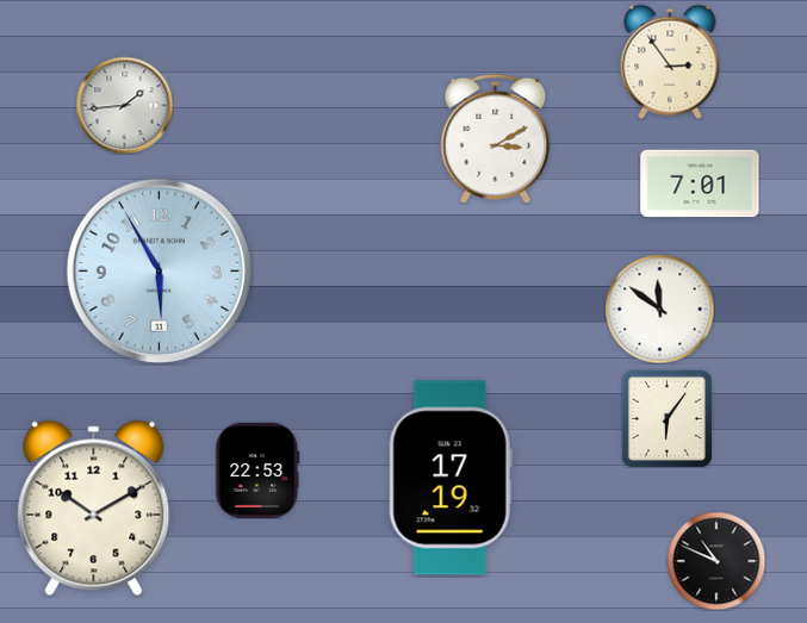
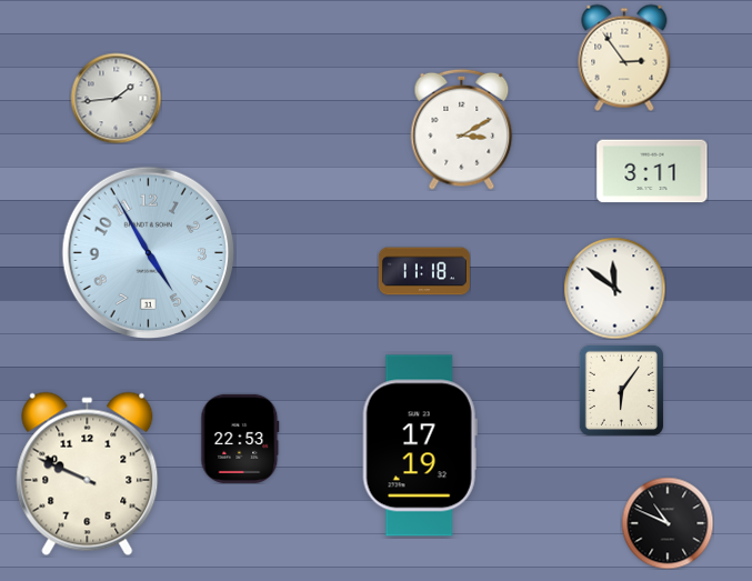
clock at (700, 183): 7:01 -> 3:11
clock at (159, 270): 5:55 -> 4:55
clock at (424, 271): none -> 11:18
clock at (94, 509): 10:10 -> 9:49
